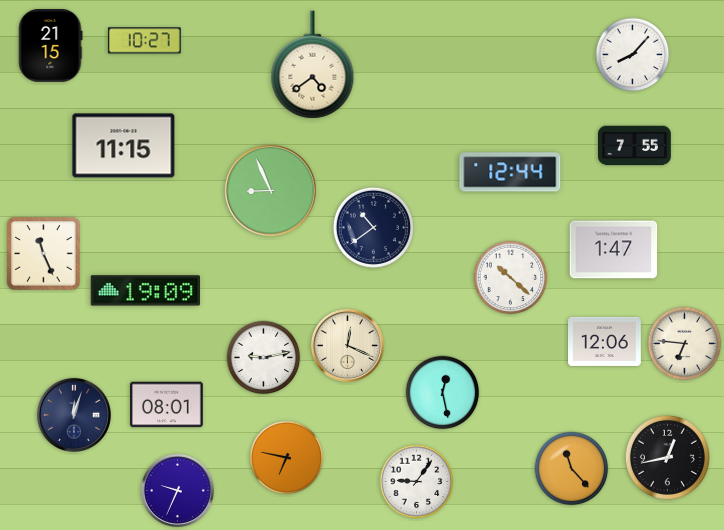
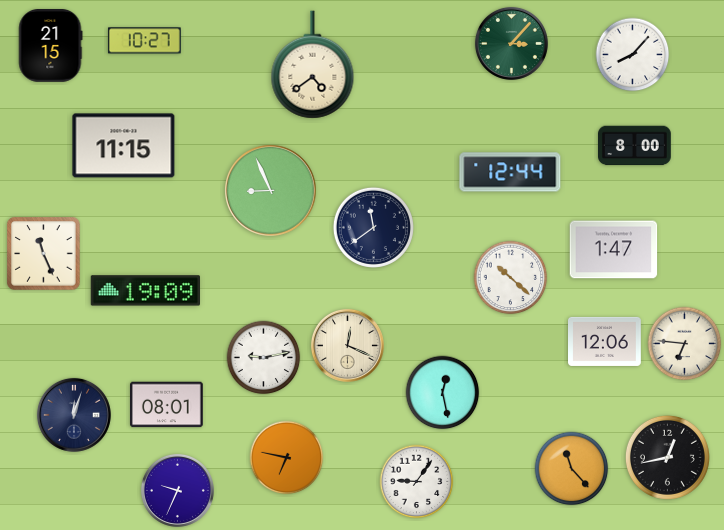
clock at (511, 43): none -> 3:07
clock at (635, 146): 7:55 -> 8:00
clock at (373, 227): 10:39 -> 11:39
